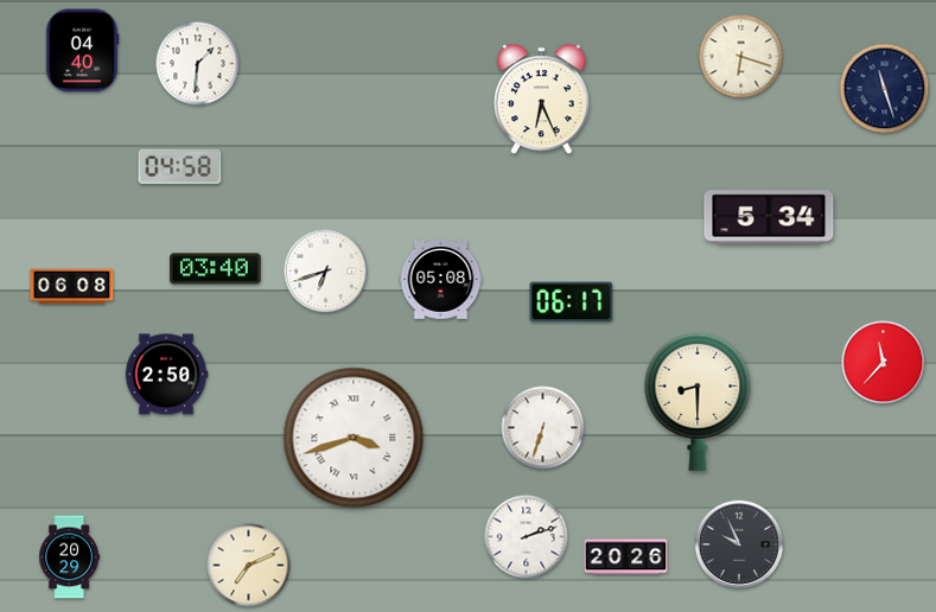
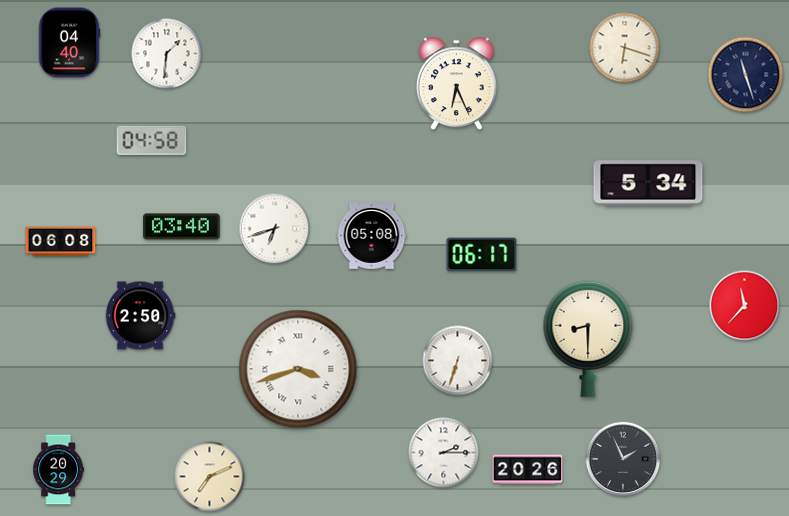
clock at (527, 537): 2:12 -> 2:15
clock at (739, 544): 9:56 -> 1:56
